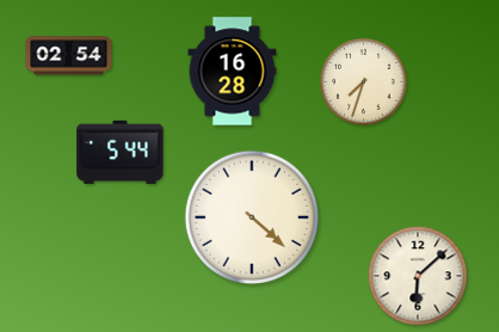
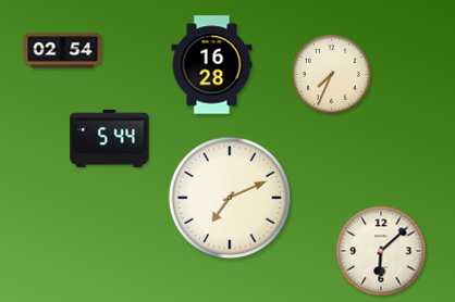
clock at (363, 81): 7:33 -> 7:34
clock at (251, 216): 4:22 -> 7:11
